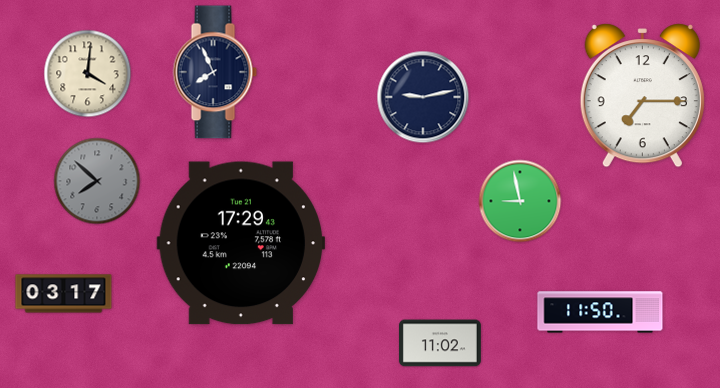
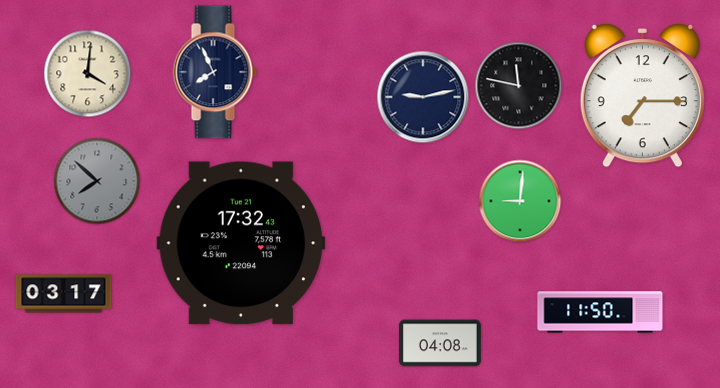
clock at (519, 86): none -> 11:47
clock at (520, 201): 8:58 -> 9:01
clock at (241, 243): 17:29 -> 17:32
clock at (440, 343): 11:02 -> 04:08
